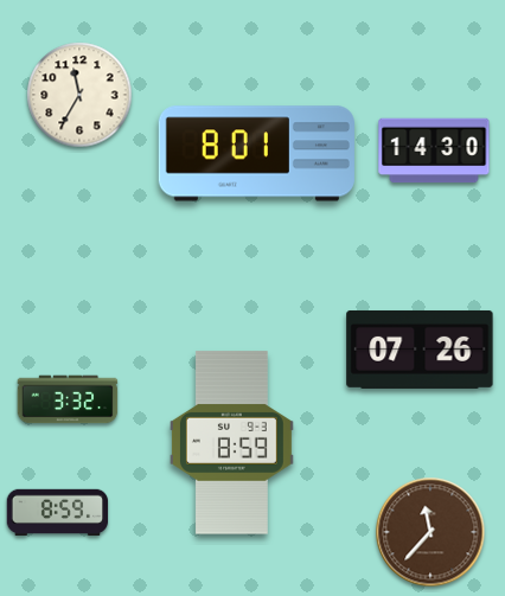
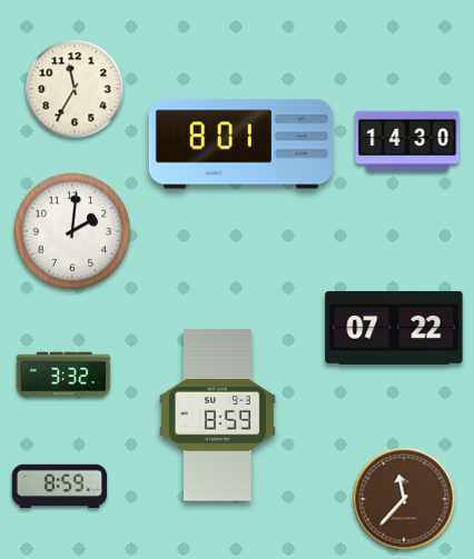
clock at (72, 231): none -> 2:01
clock at (420, 350): 07:26 -> 07:22
clock at (58, 512) position: (58, 512) -> (60, 486)
